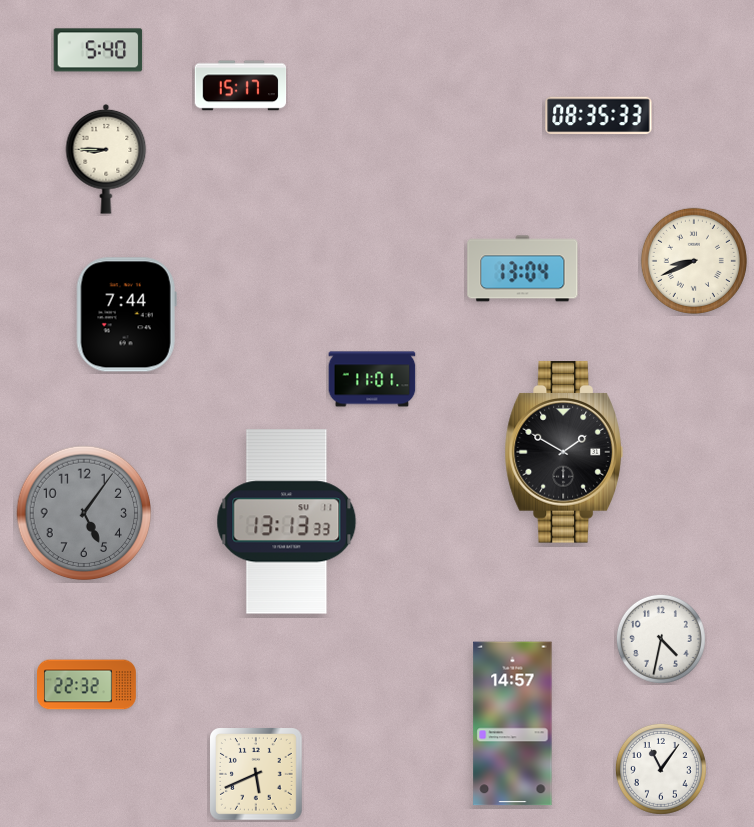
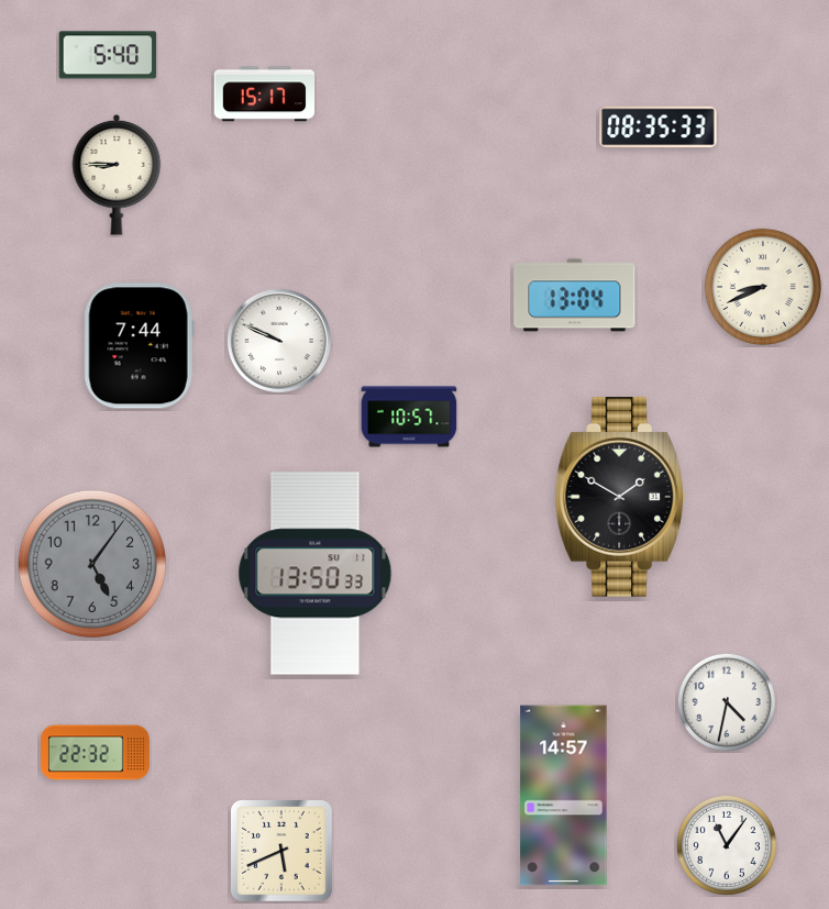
clock at (279, 341): none -> 9:49
clock at (372, 379): 11:01 -> 10:57
clock at (287, 522): 13:13 -> 13:50
